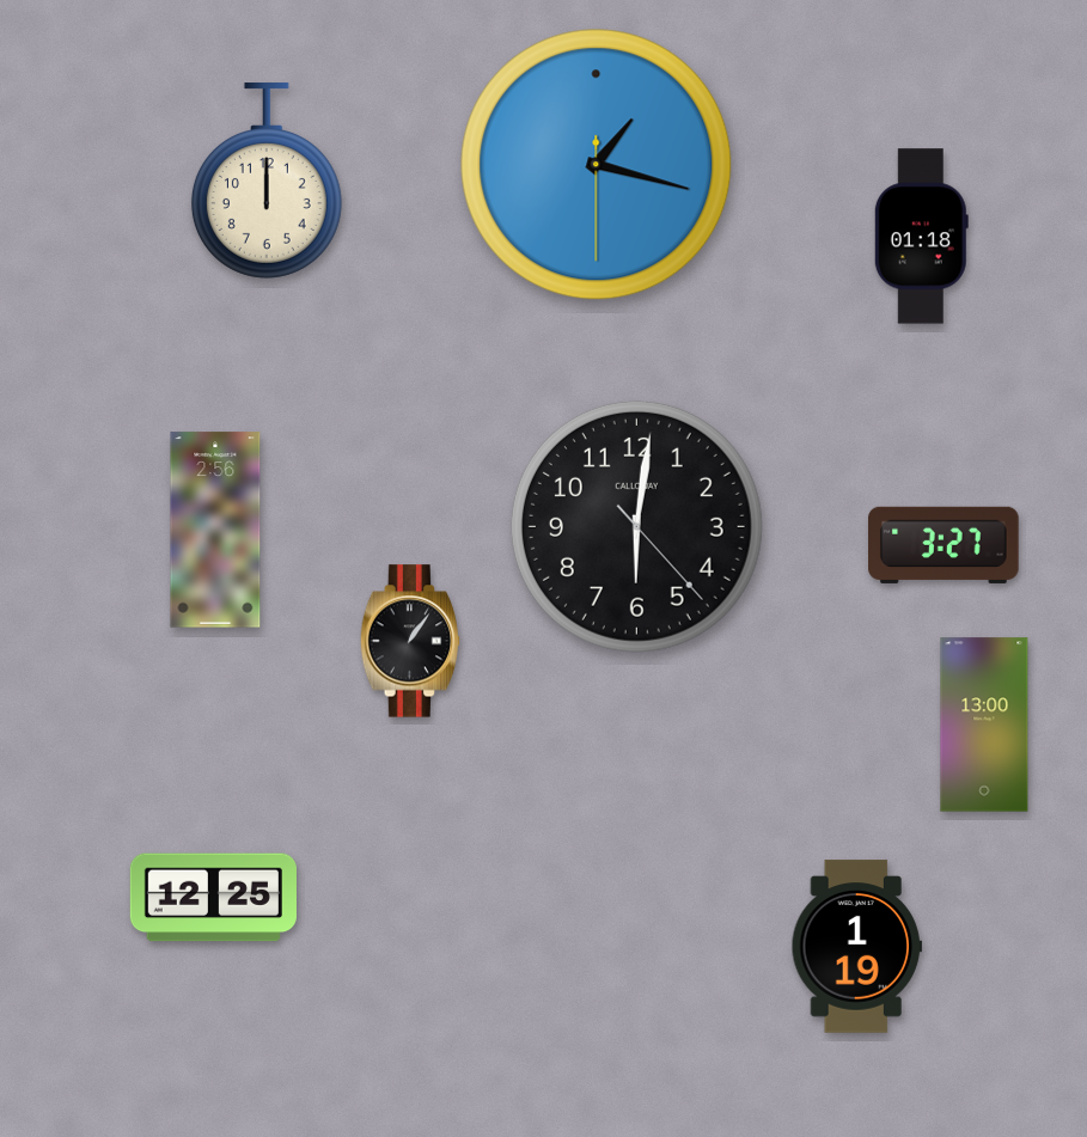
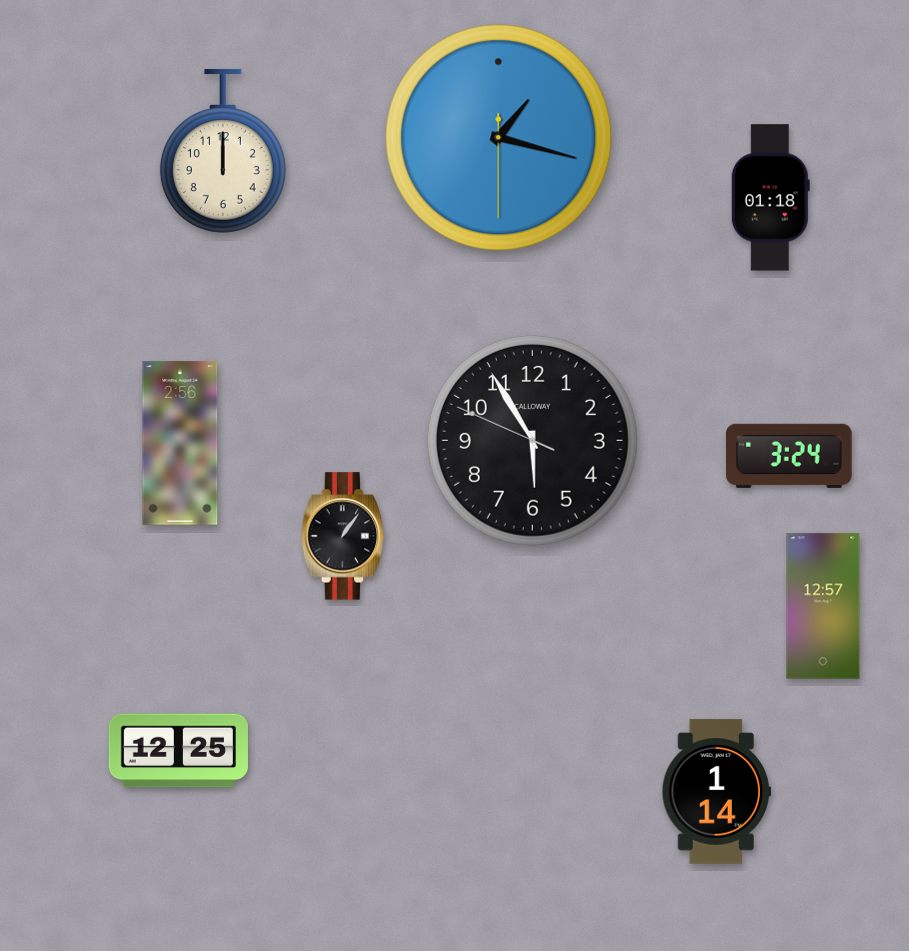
clock at (636, 526): 6:01 -> 5:54
clock at (944, 545): 3:27 -> 3:24
clock at (984, 725): 13:00 -> 12:57
clock at (856, 947): 1:19 -> 1:14
